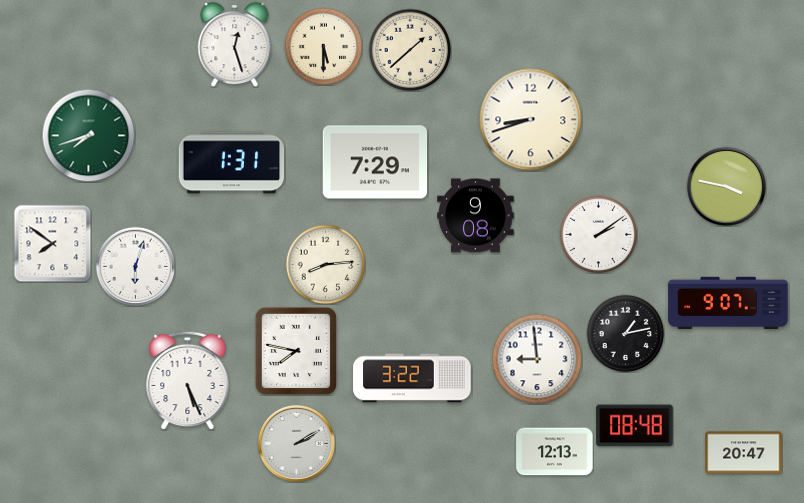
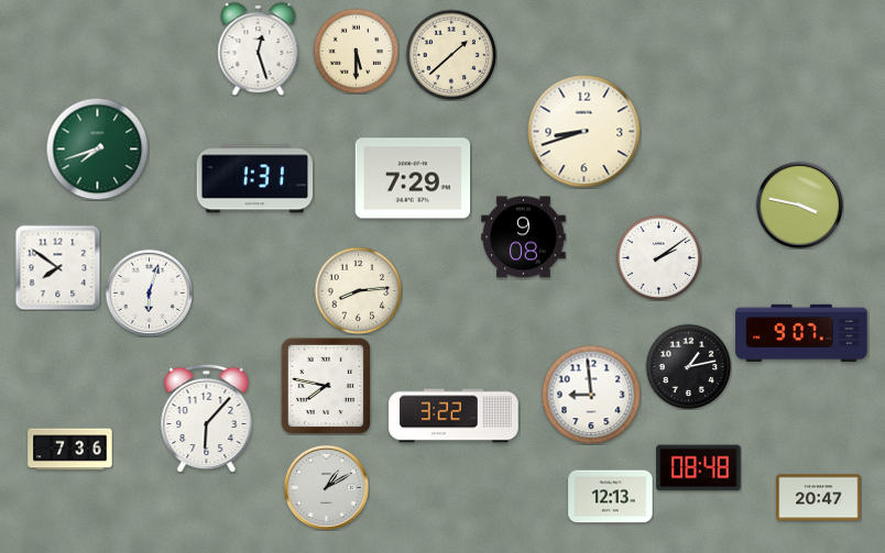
clock at (188, 380): 5:26 -> 6:07
clock at (70, 450): none -> 7:36
clock at (296, 443): 2:10 -> 1:10
